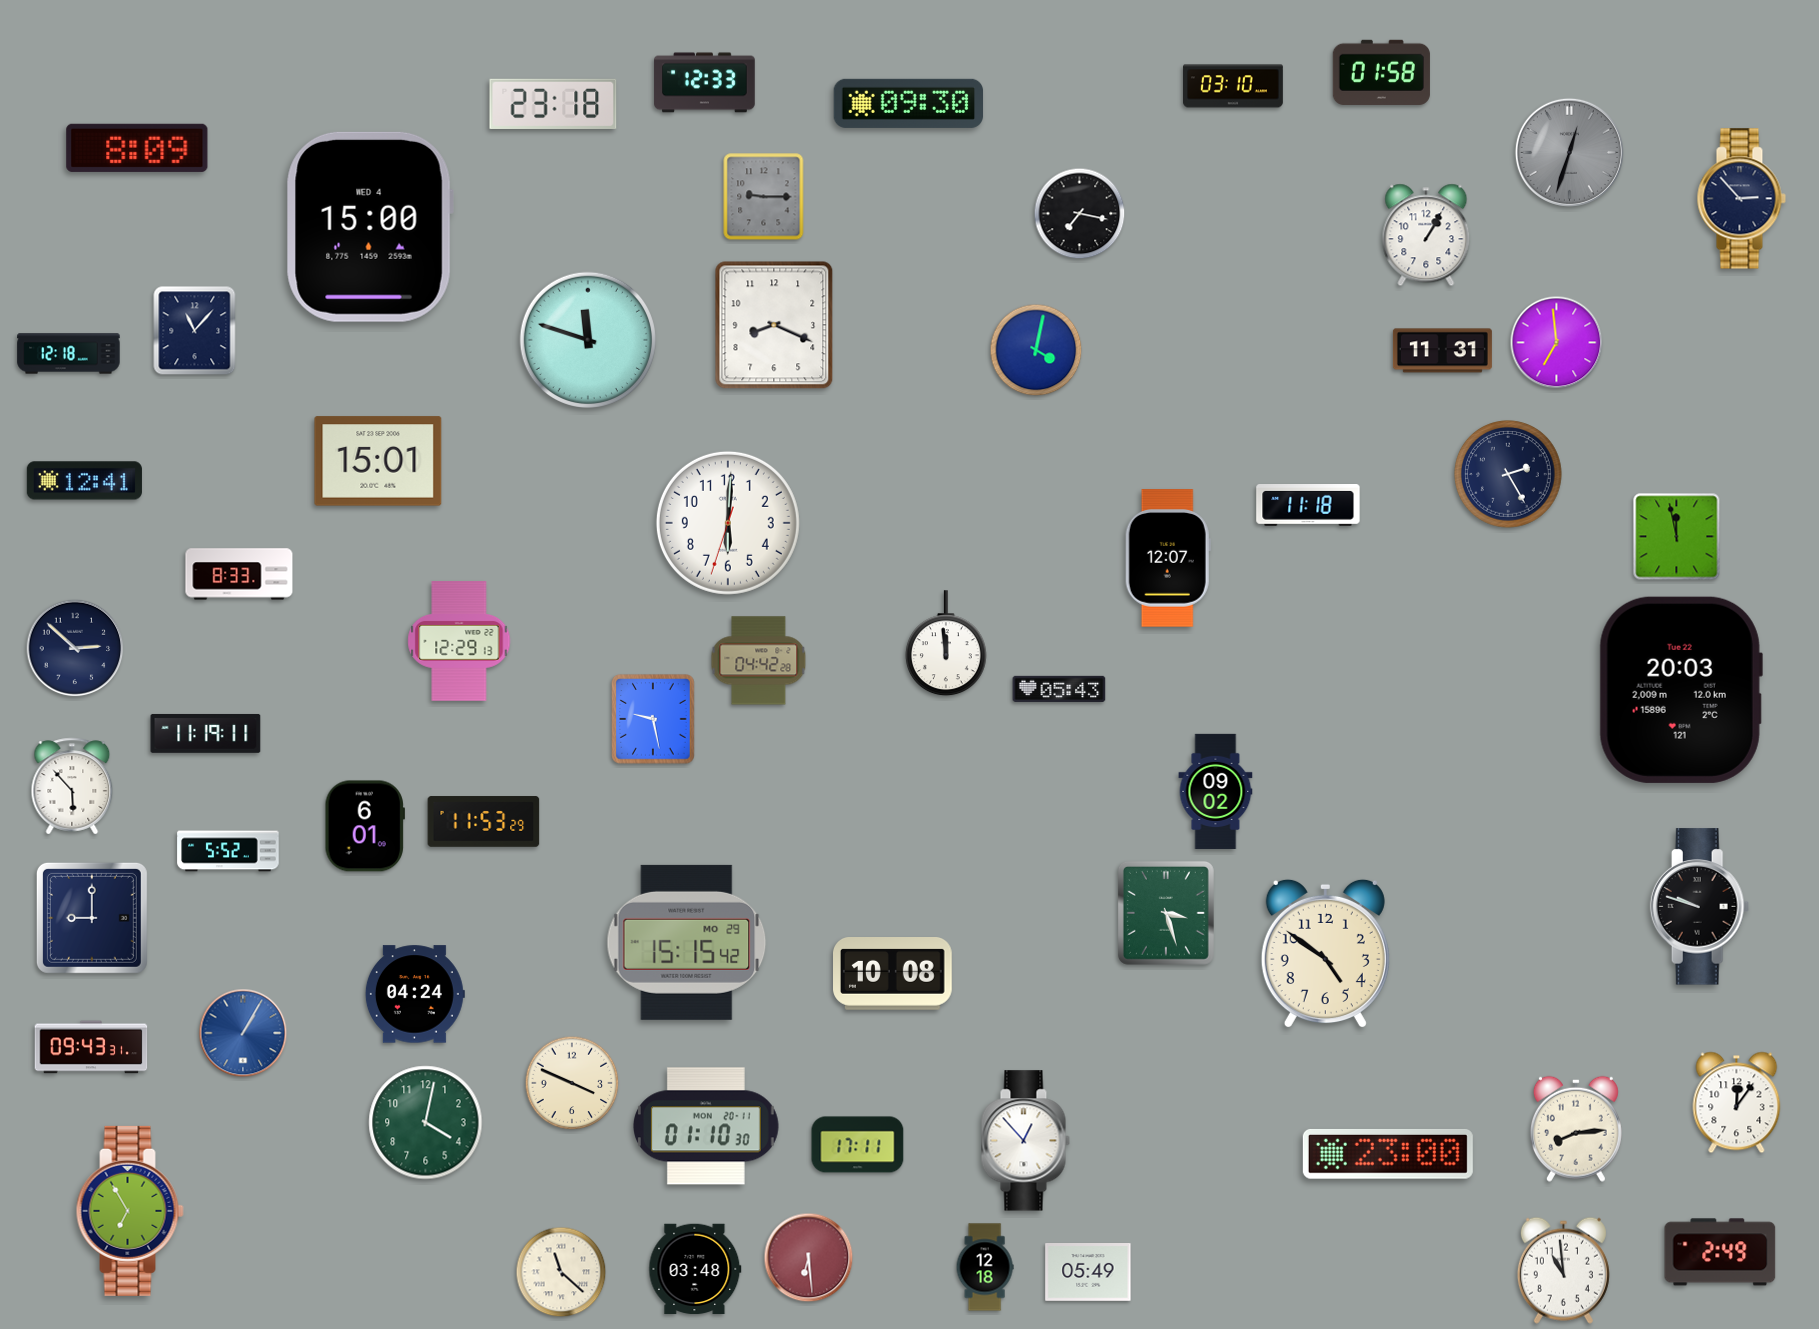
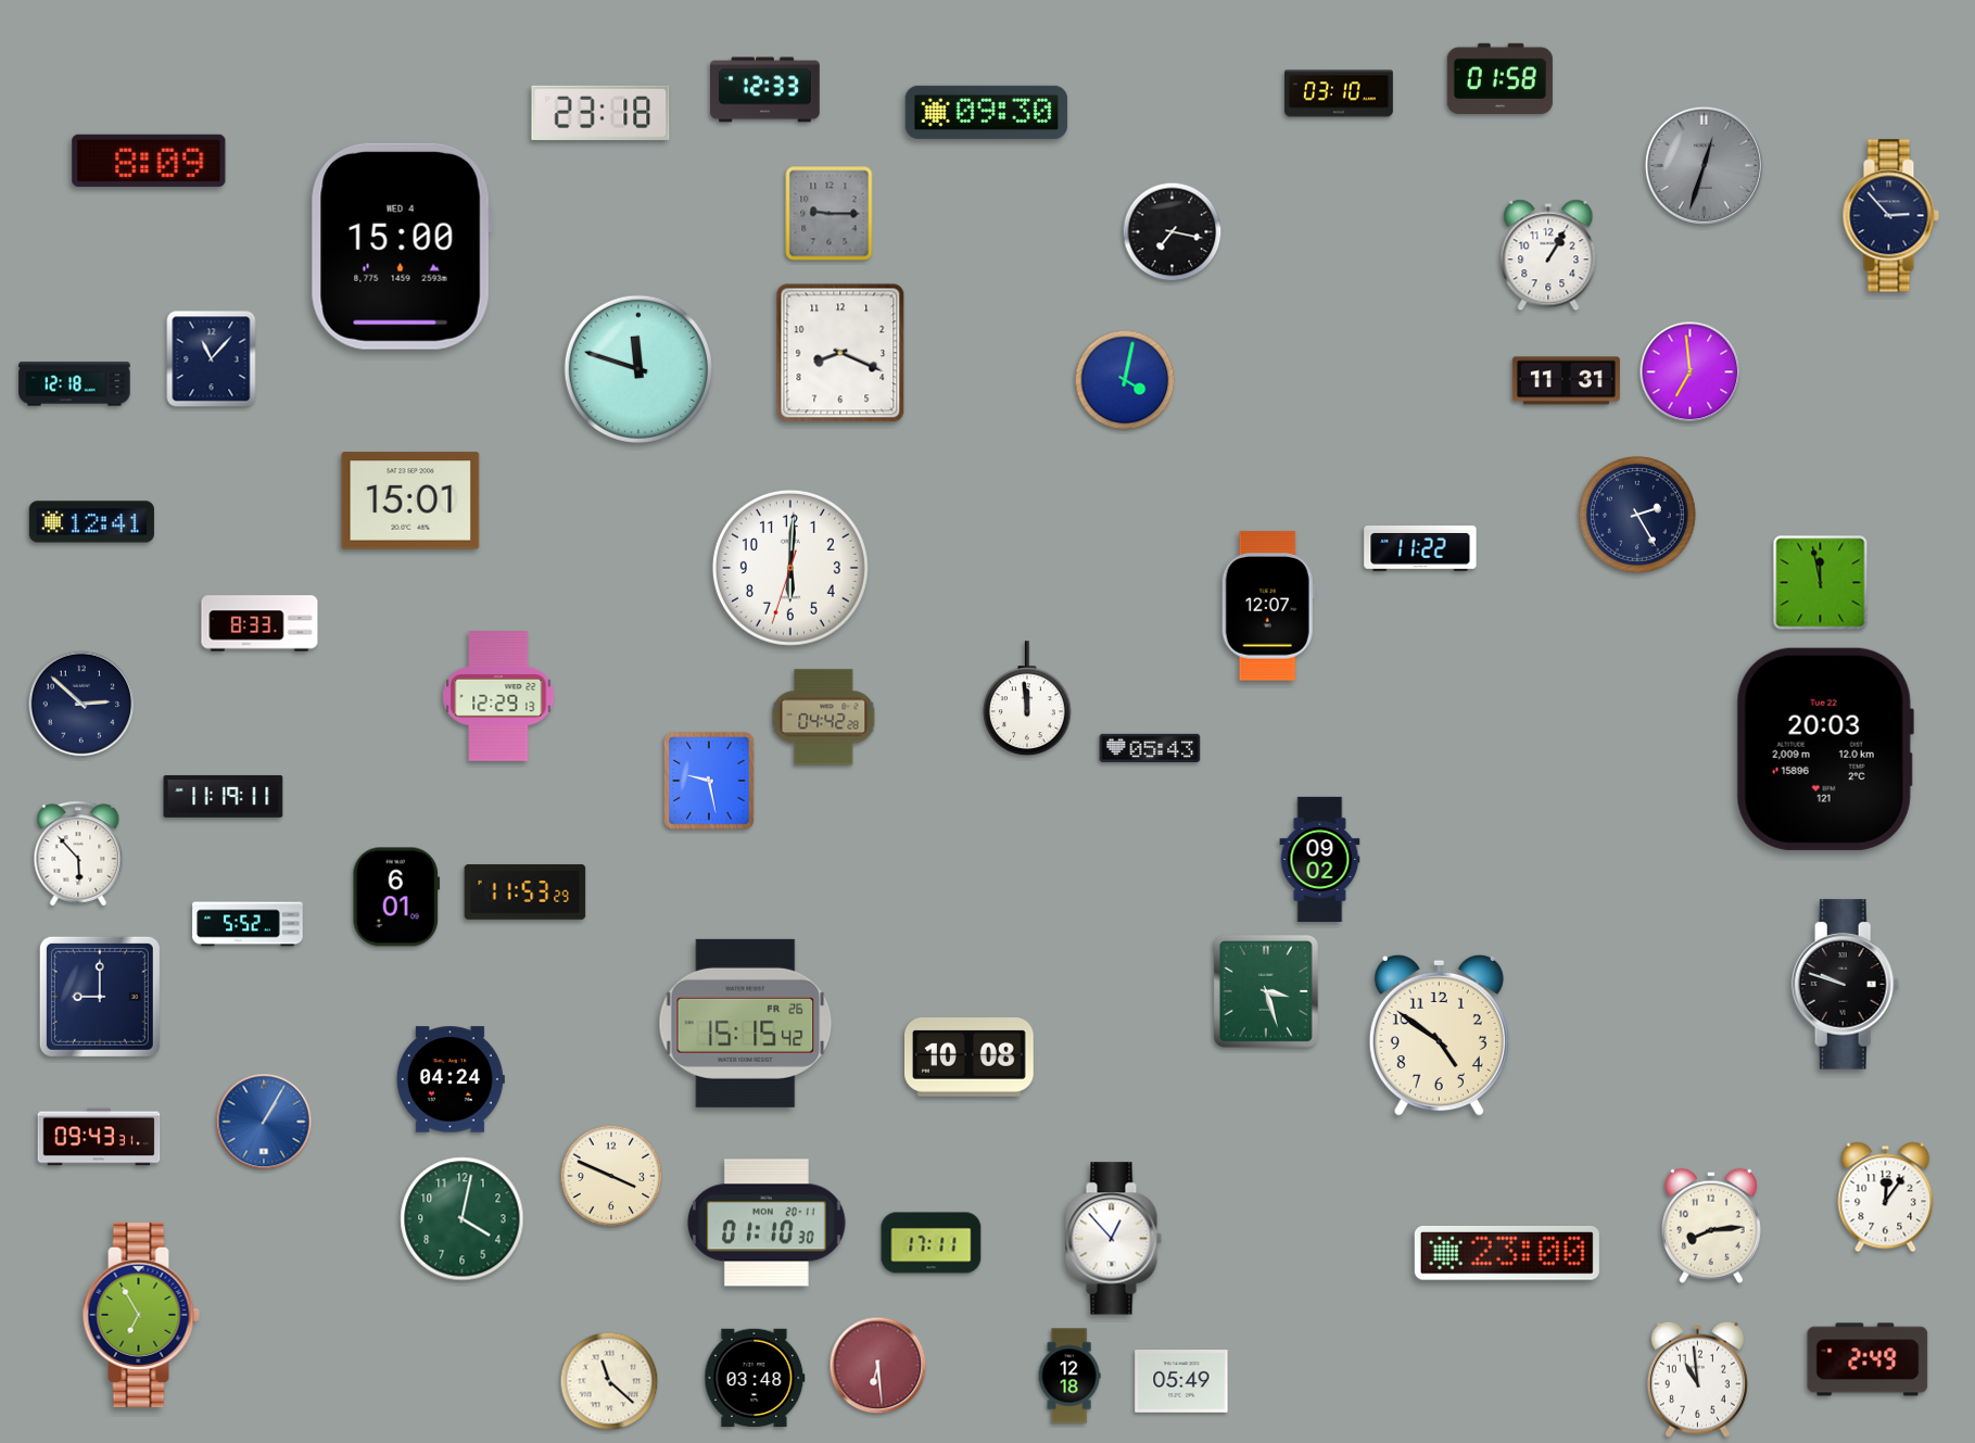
clock at (1308, 506): 11:18 -> 11:22
clock at (687, 942) date: MO 29 -> FR 26
clock at (572, 1083) position: (572, 1083) -> (611, 1176)
